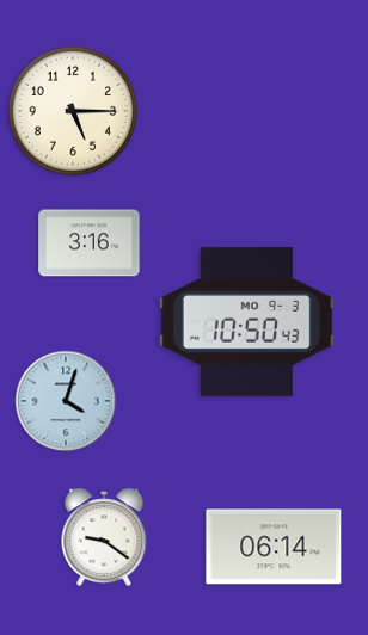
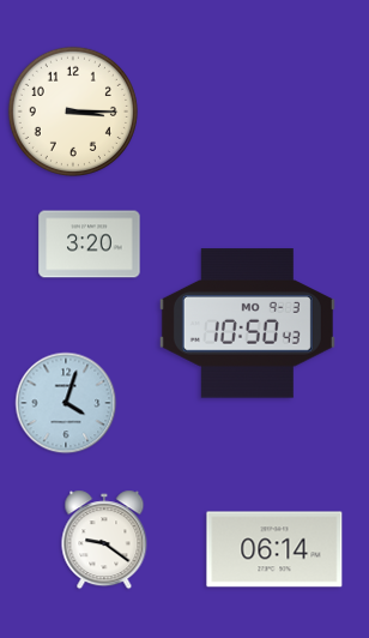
clock at (73, 111): 5:15 -> 3:15
clock at (90, 243): 3:16 -> 3:20
